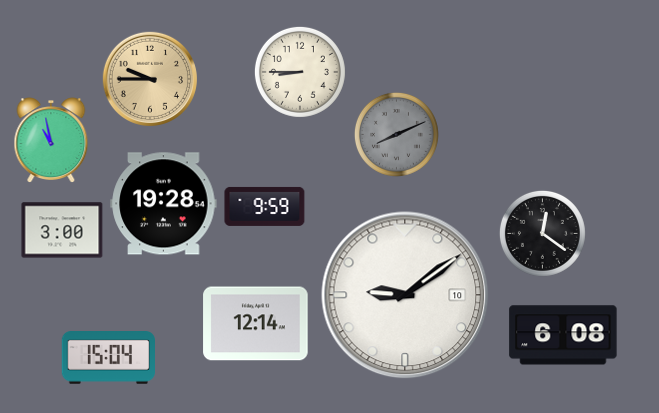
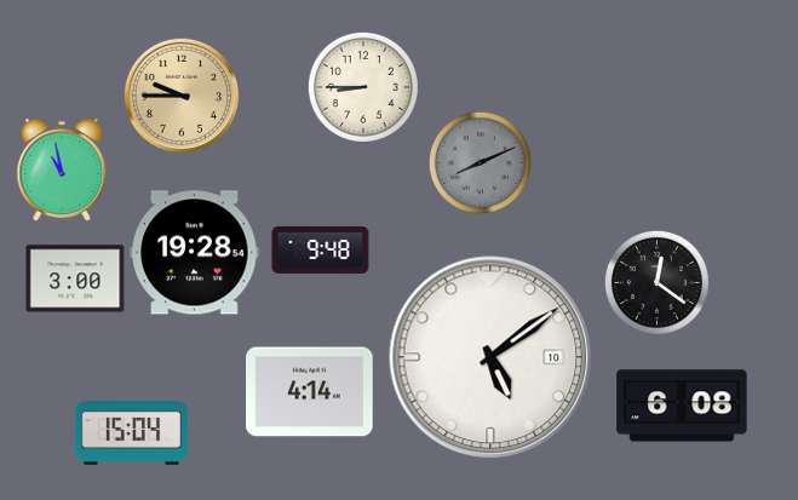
clock at (164, 204) position: (164, 204) -> (195, 253)
clock at (265, 206): 9:59 -> 9:48
clock at (405, 295): 9:09 -> 5:09
clock at (256, 324): 12:14 -> 4:14
